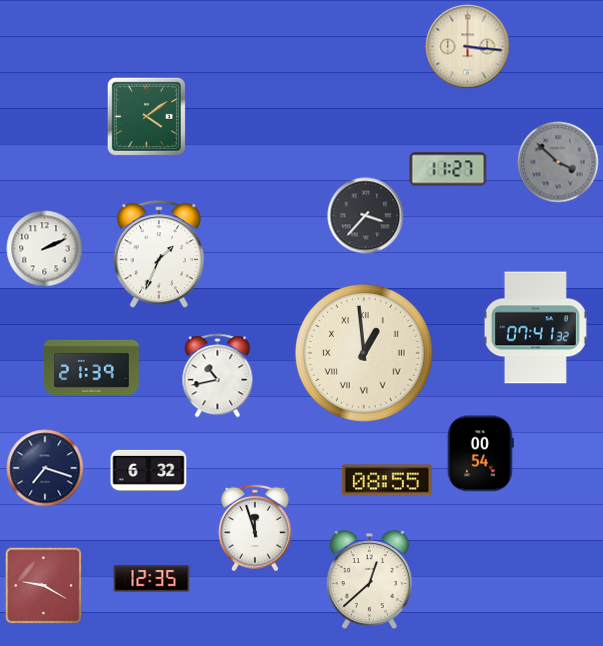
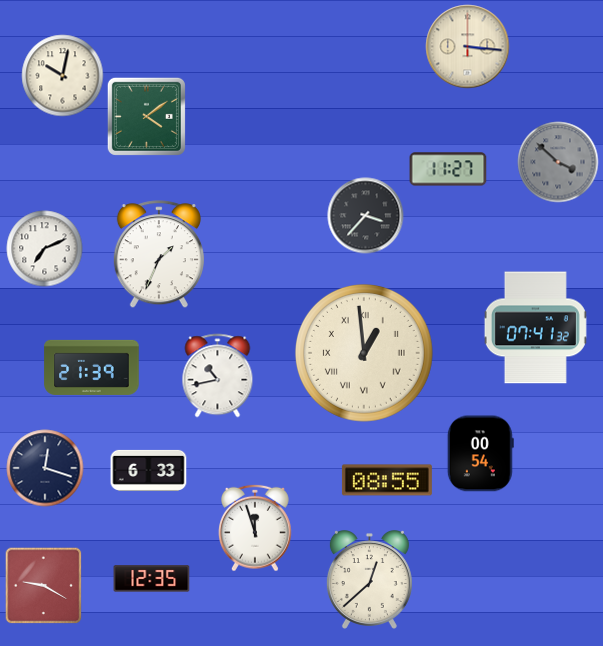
clock at (63, 76): none -> 10:02
clock at (45, 249): 2:11 -> 7:11
clock at (45, 468): 7:18 -> 12:18
clock at (149, 470): 6:32 -> 6:33
